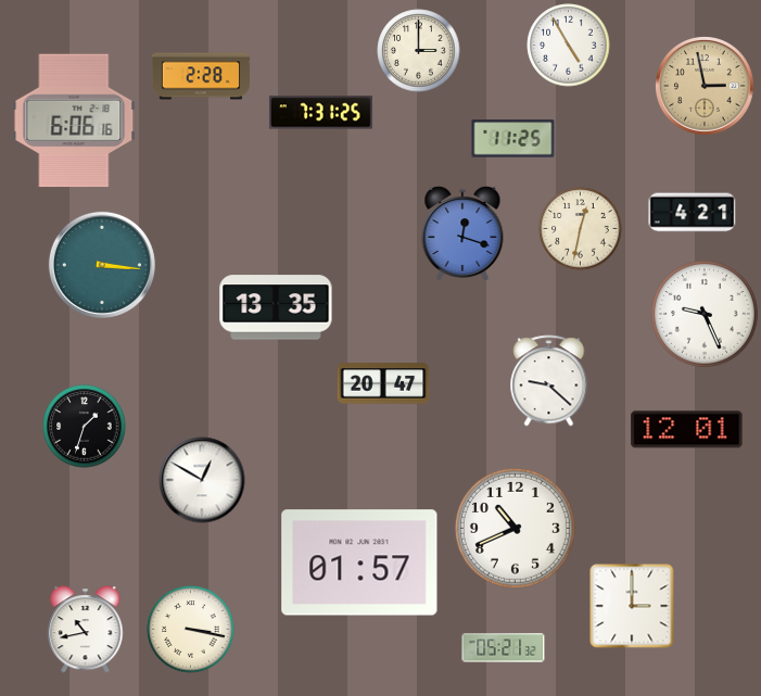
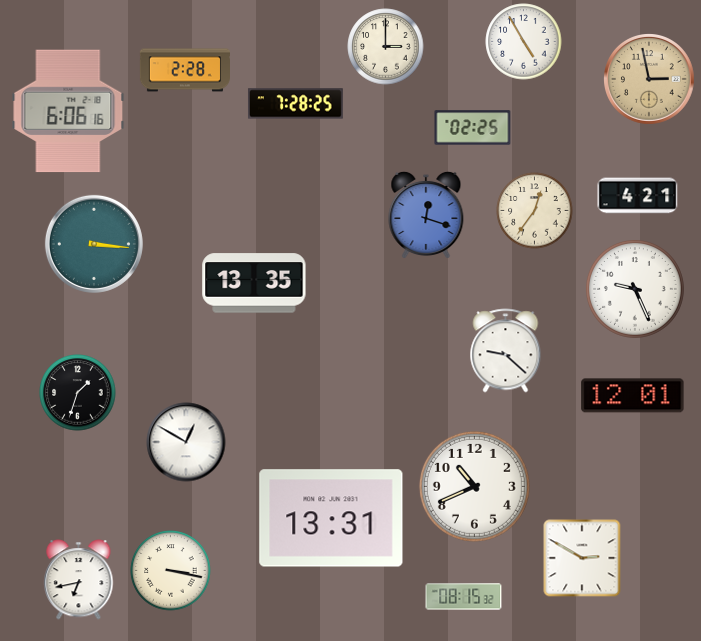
clock at (320, 113): 7:31 -> 7:28
clock at (513, 139): 11:25 -> 02:25
clock at (581, 229): 12:32 -> 12:36
clock at (706, 315) position: (706, 315) -> (636, 290)
clock at (383, 383): 20:47 -> none
clock at (359, 562): 01:57 -> 13:31
clock at (632, 606): 3:00 -> 2:50
clock at (86, 630): 10:43 -> 6:43
clock at (191, 630) position: (191, 630) -> (171, 571)
clock at (504, 648): 05:21 -> 08:15
